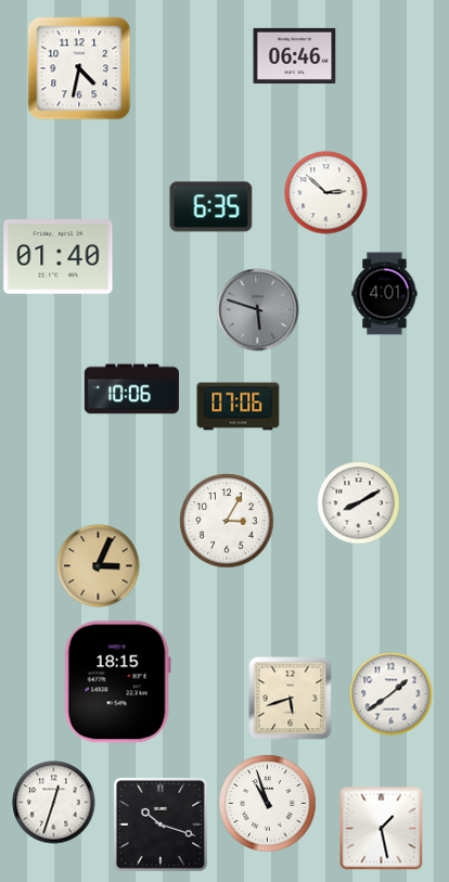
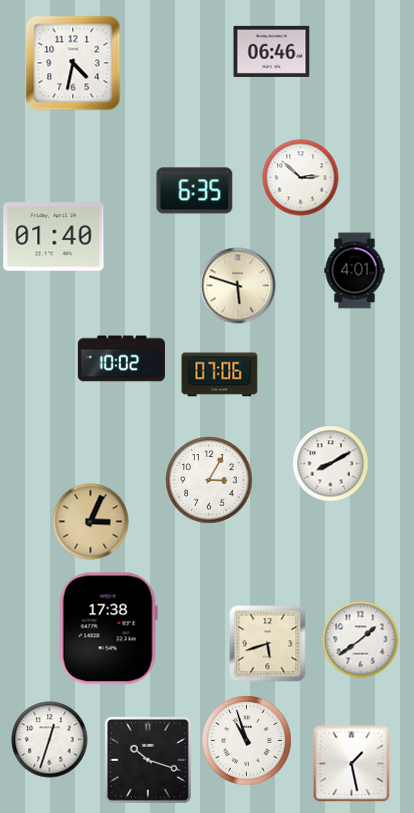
clock at (258, 310) dial: grey -> cream
clock at (131, 389): 10:06 -> 10:02
clock at (117, 682): 18:15 -> 17:38
